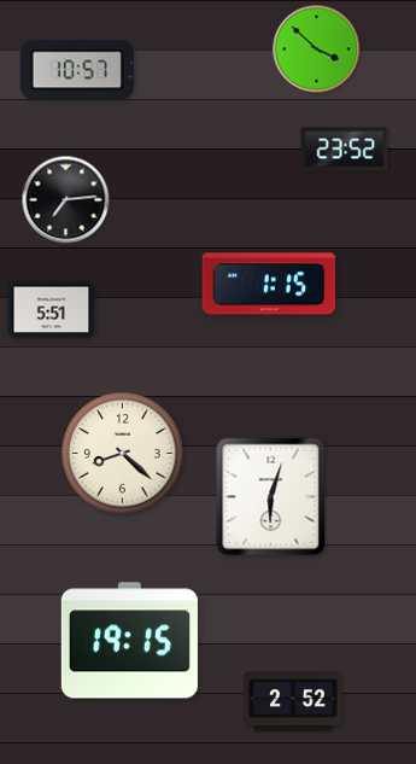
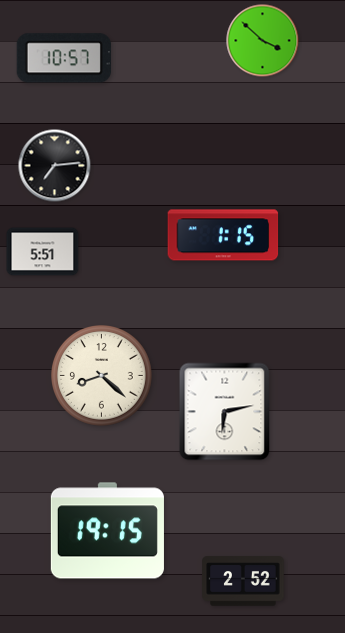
clock at (345, 150): 23:52 -> none
clock at (52, 310) position: (52, 310) -> (43, 252)
clock at (271, 497): 6:03 -> 6:13
